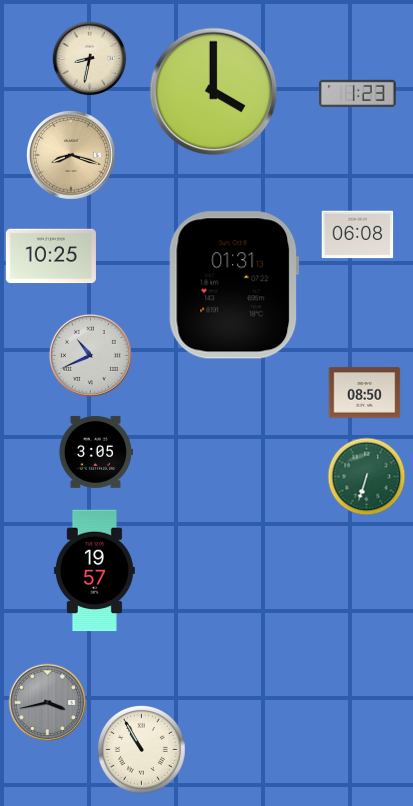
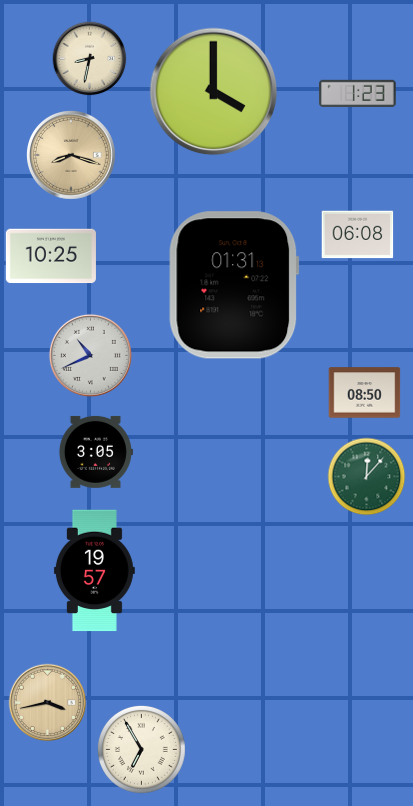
clock at (367, 477): 6:33 -> 12:07
clock at (48, 703) dial: grey -> champagne
clock at (141, 749): 10:55 -> 6:55
